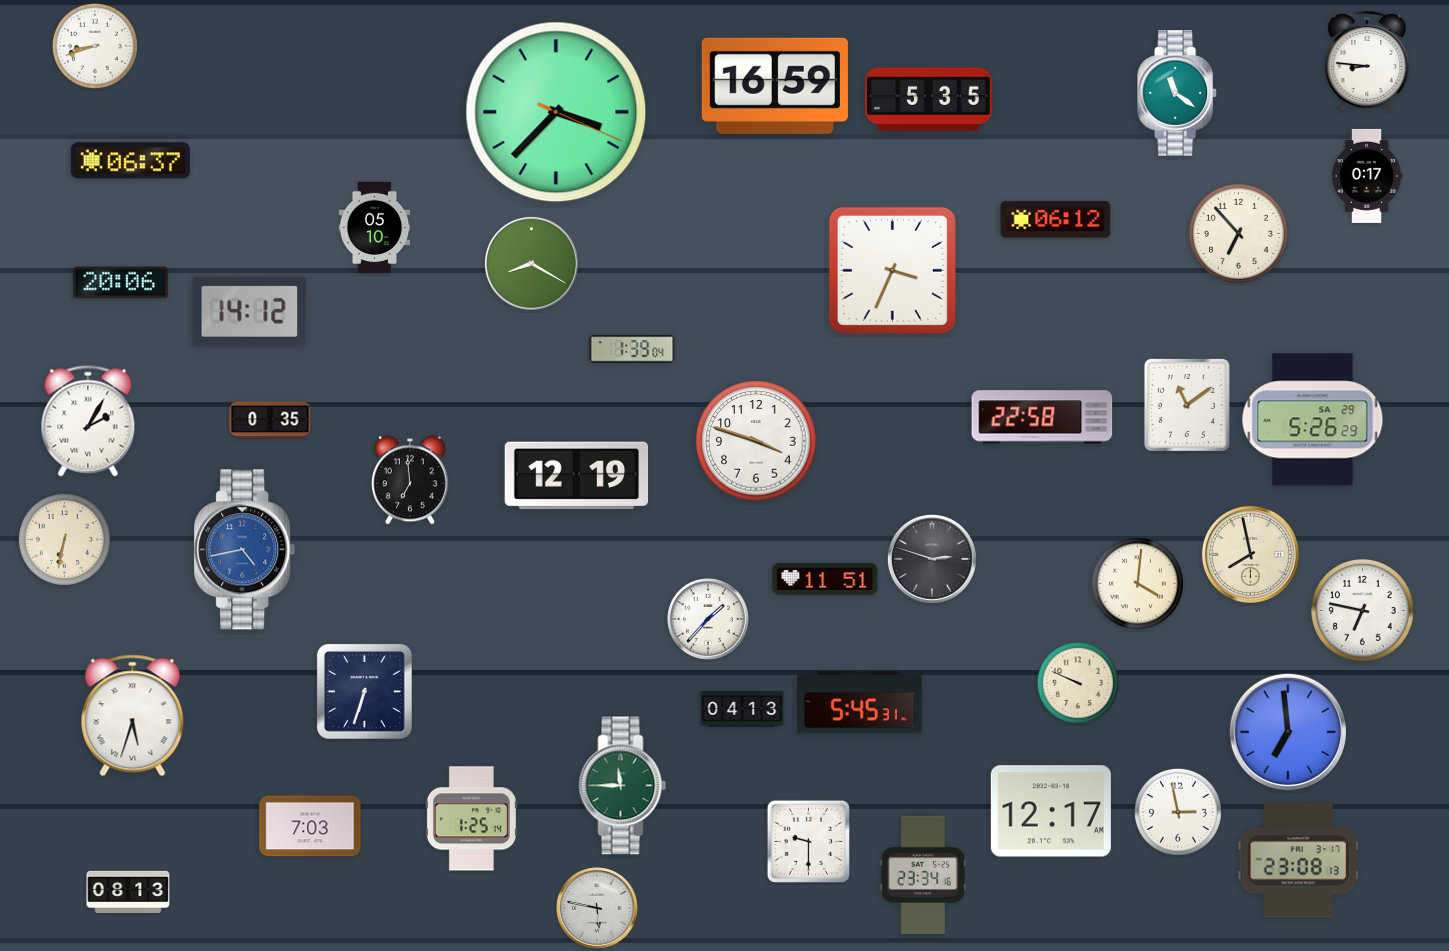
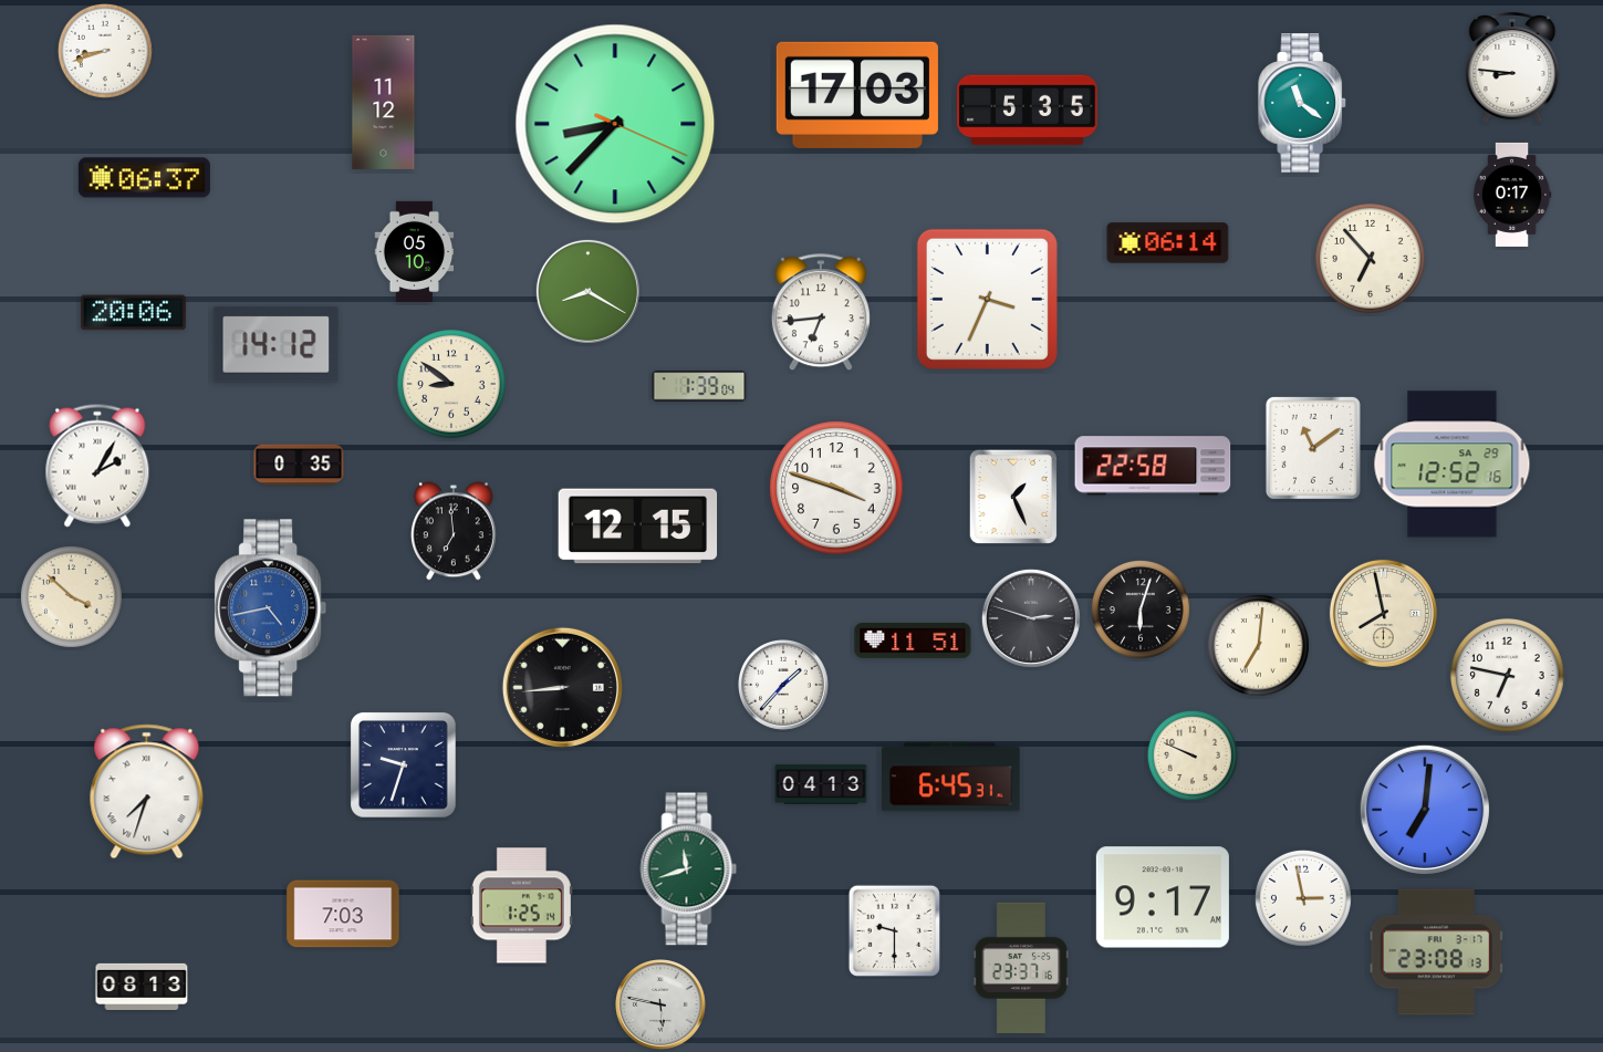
clock at (775, 86): 16:59 -> 17:03
clock at (384, 102): none -> 11:12
clock at (556, 112): 3:37 -> 8:37
clock at (1056, 220): 06:12 -> 06:14
clock at (821, 313): none -> 6:44
clock at (452, 385): none -> 8:51
clock at (1042, 417) position: (1042, 417) -> (1153, 466)
clock at (1313, 420): 5:26 -> 12:52
clock at (1012, 496): none -> 1:26
clock at (577, 476): 12:19 -> 12:15
clock at (64, 539): 6:32 -> 3:52
clock at (1141, 610): none -> 6:03
clock at (1137, 583): 4:01 -> 7:01
clock at (562, 687): none -> 8:44
clock at (365, 692): 6:33 -> 9:33
clock at (860, 703): 5:45 -> 6:45
clock at (133, 716): 5:33 -> 7:33
clock at (1288, 732): 6:59 -> 7:01
clock at (623, 786): 11:45 -> 11:42
clock at (1051, 811): 12:17 -> 9:17
clock at (923, 874): 23:34 -> 23:37
